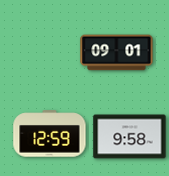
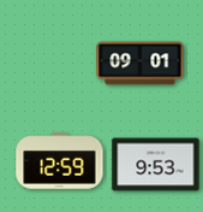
clock at (130, 137): 9:58 -> 9:53
